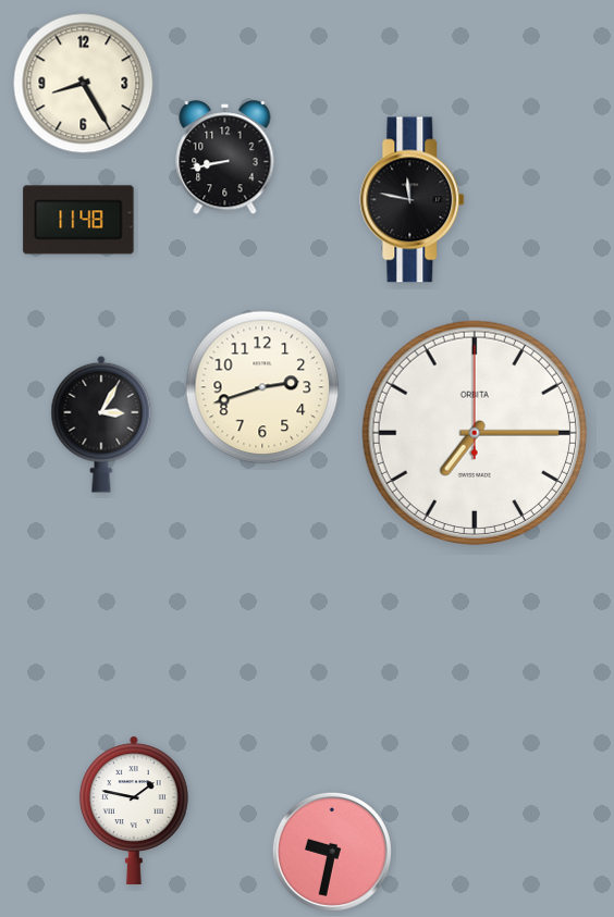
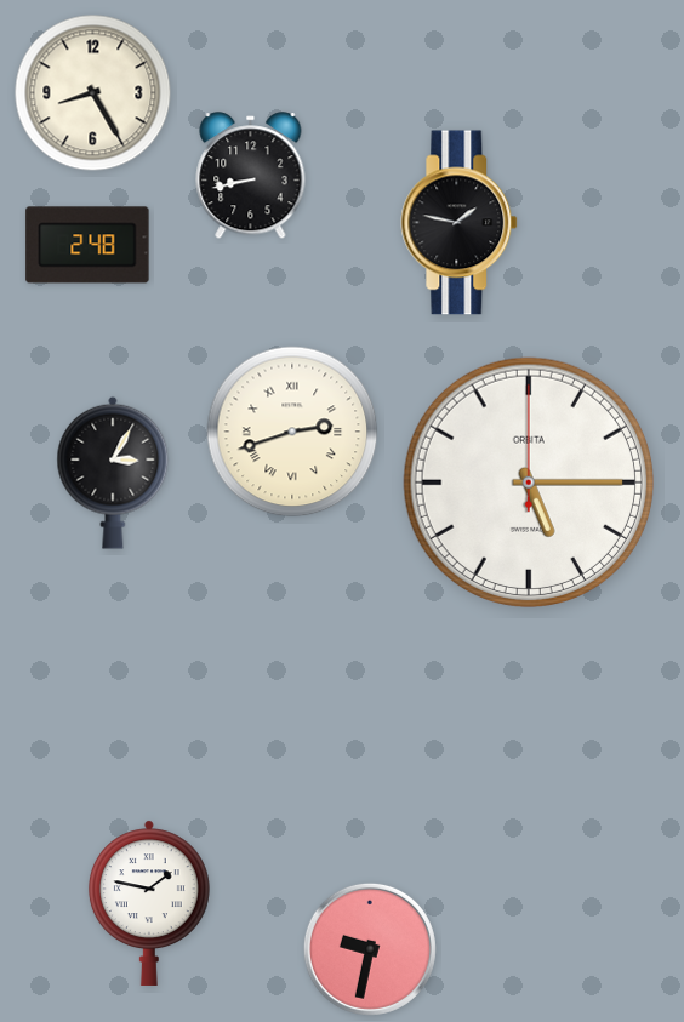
clock at (413, 200): 11:47 -> 1:47
clock at (78, 220): 11:48 -> 2:48
clock at (262, 387) numerals: Arabic -> Roman
clock at (474, 432): 7:15 -> 5:15
